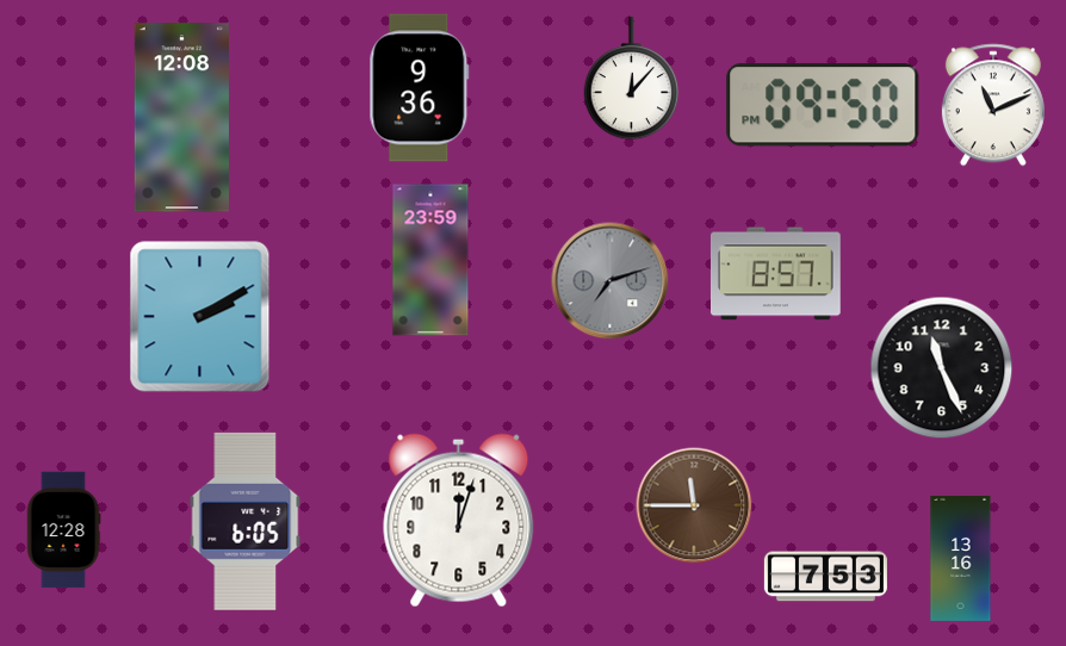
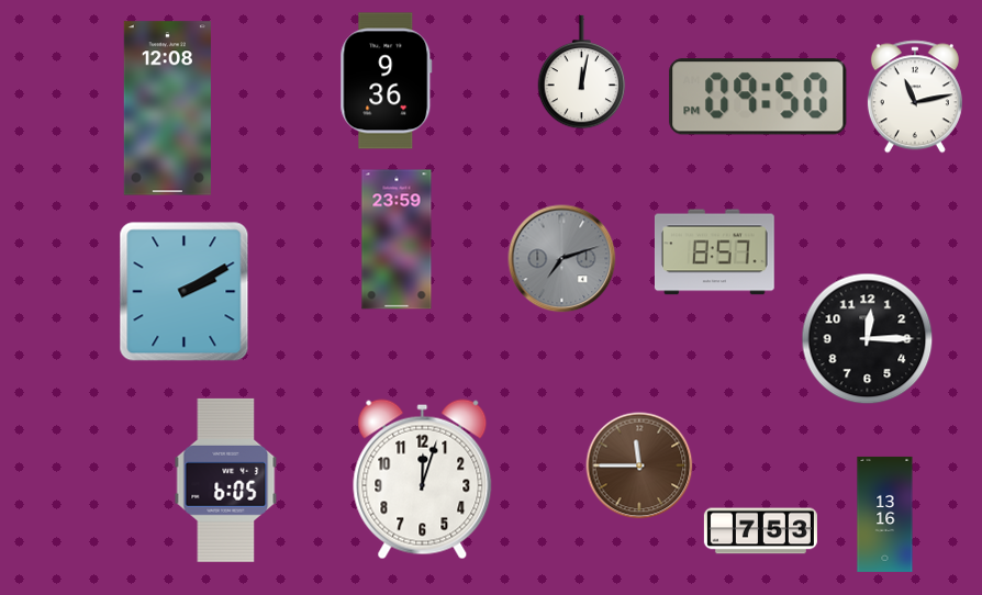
clock at (632, 79): 12:07 -> 12:02
clock at (993, 105): 11:11 -> 11:13
clock at (942, 368): 11:26 -> 12:15
clock at (63, 530): 12:28 -> none
